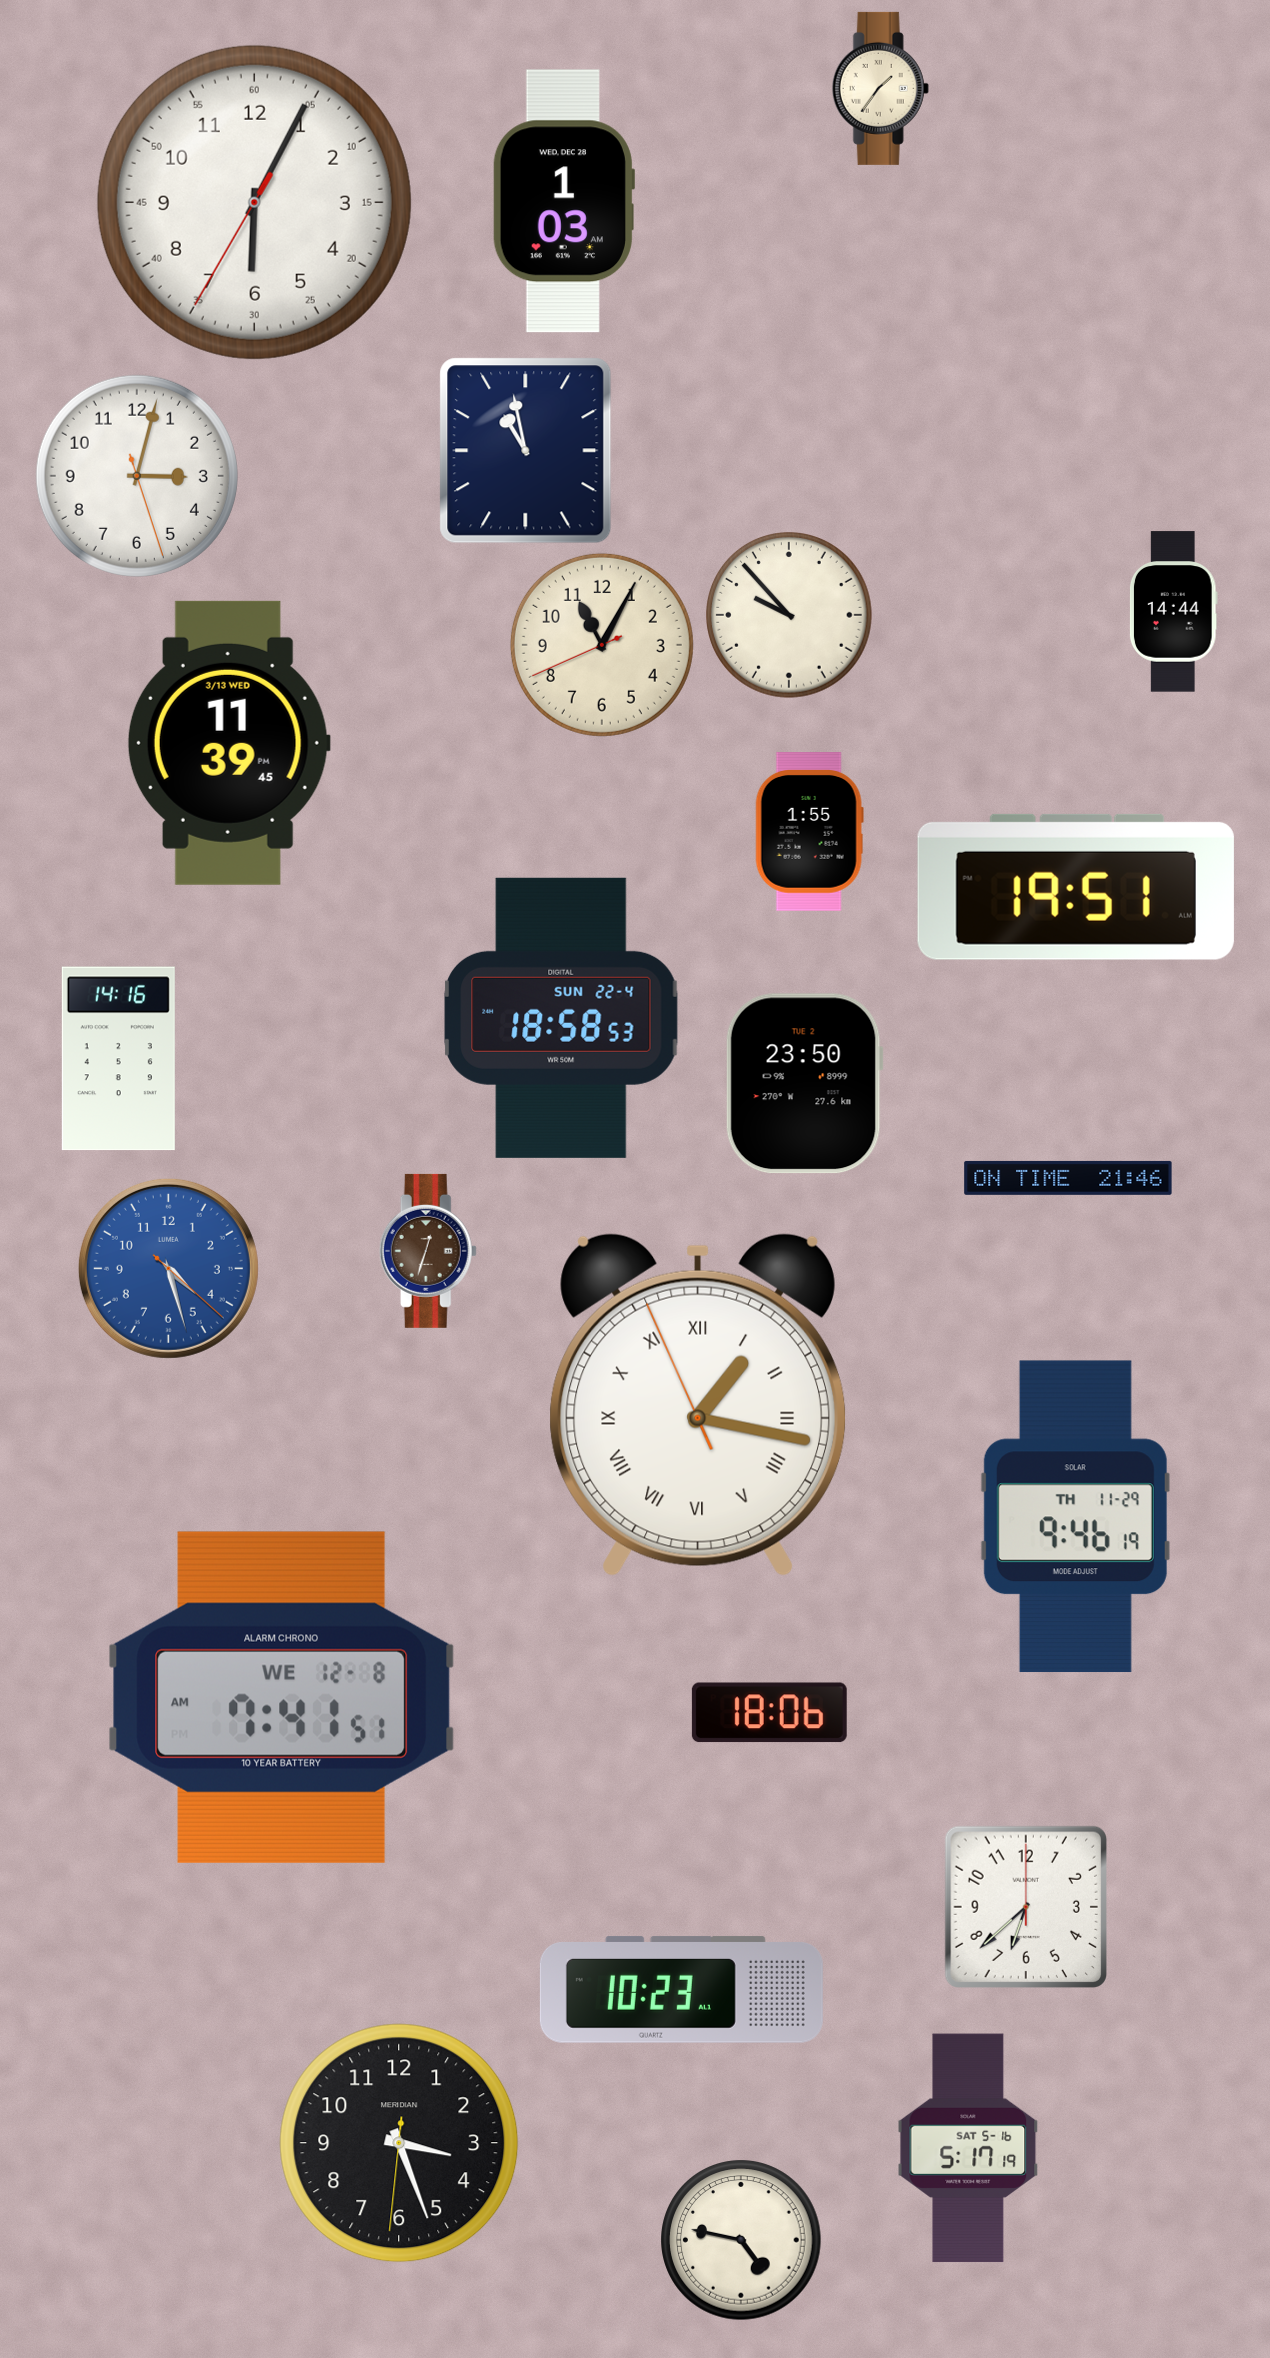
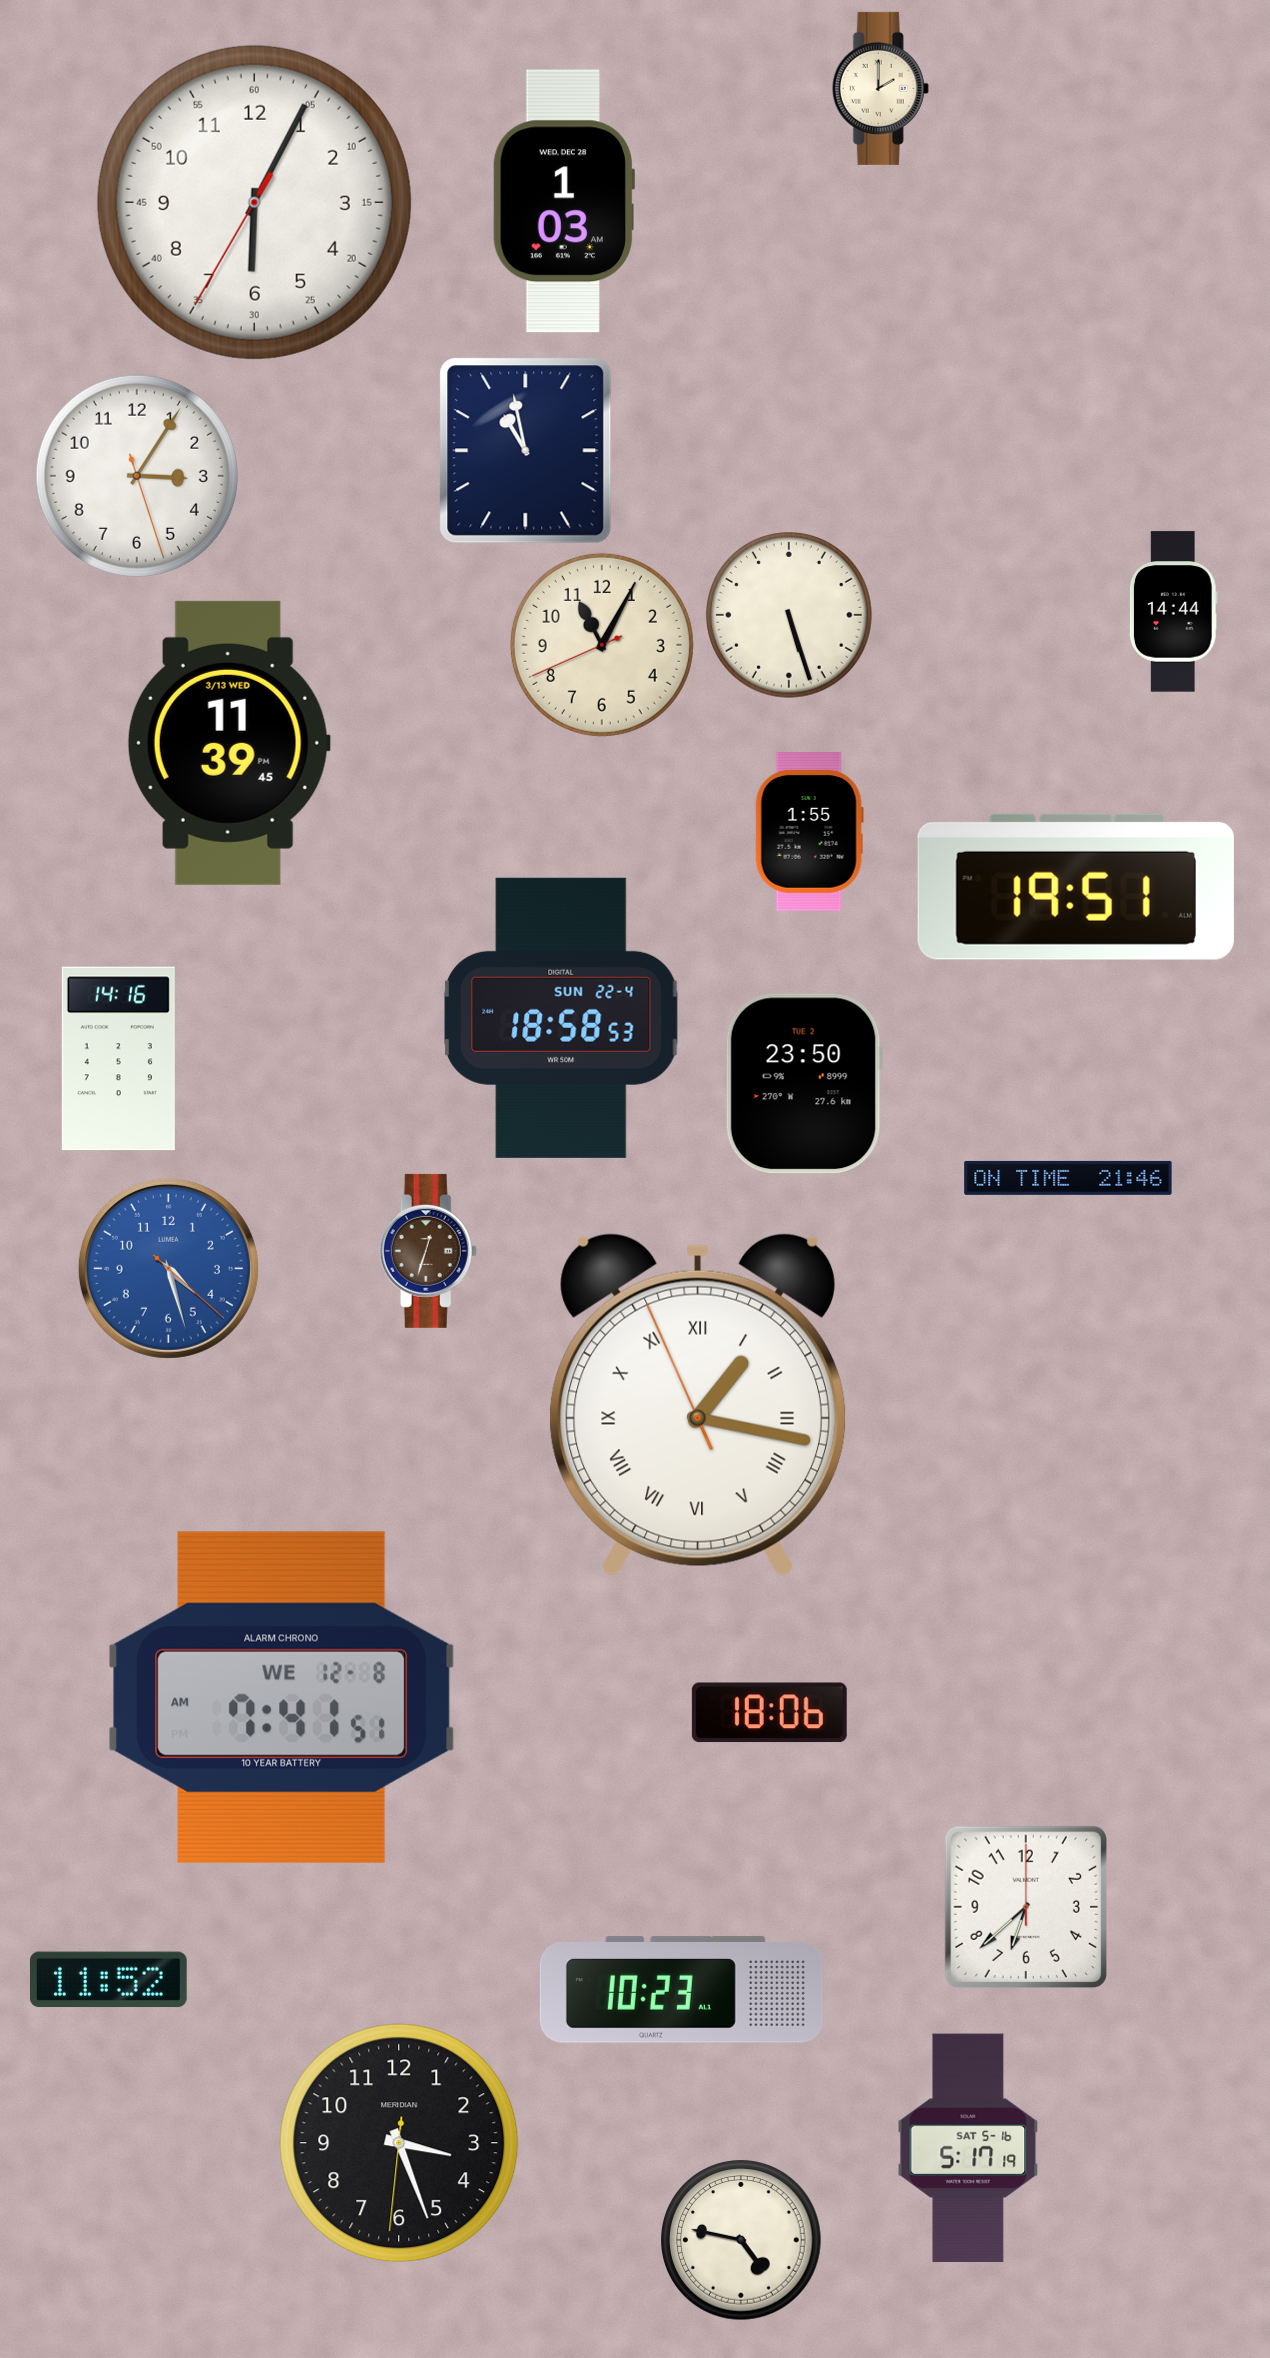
clock at (880, 88): 1:36 -> 2:00
clock at (137, 476): 3:02 -> 3:05
clock at (790, 616): 9:53 -> 5:27
clock at (1075, 1517): 9:46 -> none
clock at (108, 1980): none -> 11:52
